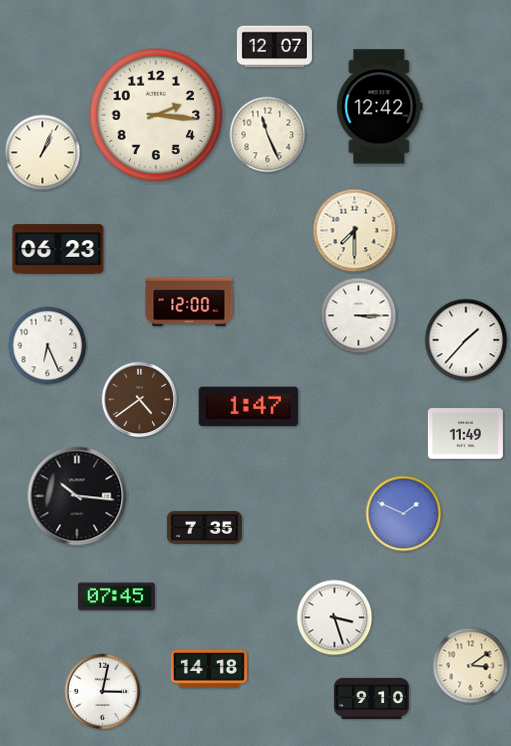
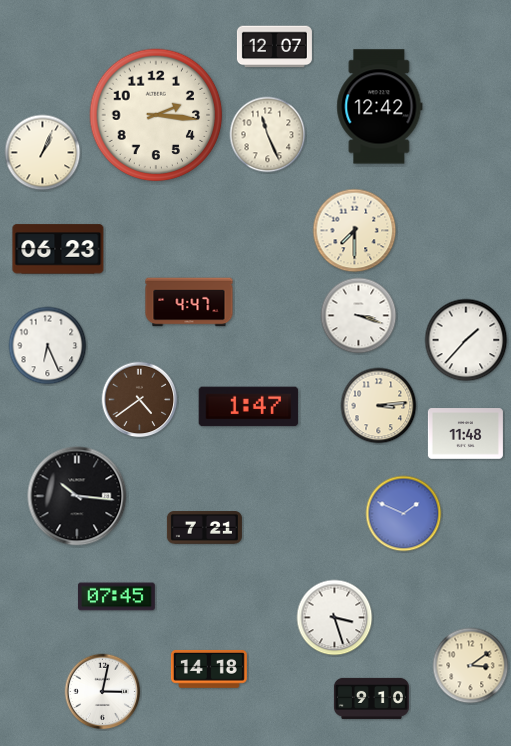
clock at (189, 302): 12:00 -> 4:47
clock at (359, 316): 3:15 -> 3:18
clock at (379, 406): none -> 3:14
clock at (465, 434): 11:49 -> 11:48
clock at (204, 528): 7:35 -> 7:21
